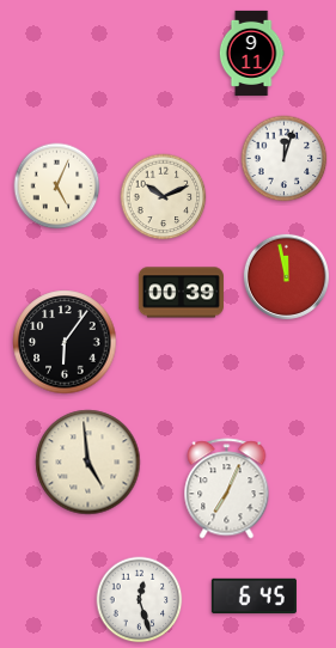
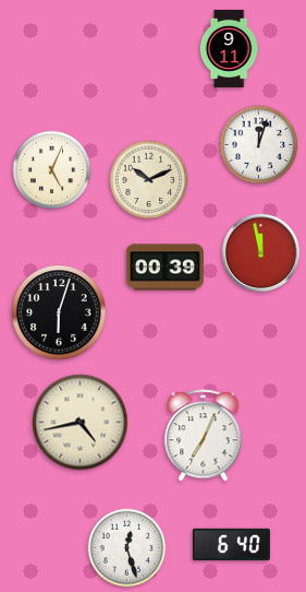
clock at (65, 342): 6:06 -> 6:03
clock at (88, 463): 4:59 -> 4:43
clock at (227, 489) position: (227, 489) -> (204, 436)
clock at (253, 597): 6:45 -> 6:40
